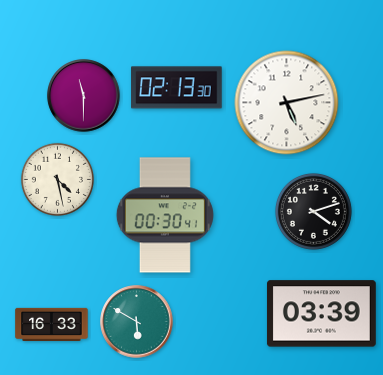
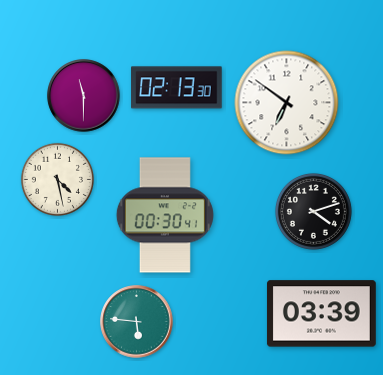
clock at (287, 103): 5:13 -> 6:51
clock at (137, 322): 5:50 -> 5:46
clock at (52, 324): 16:33 -> none
